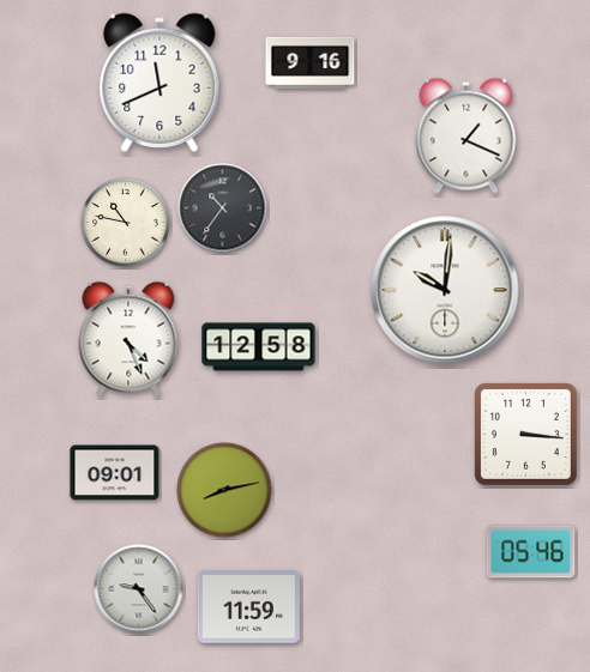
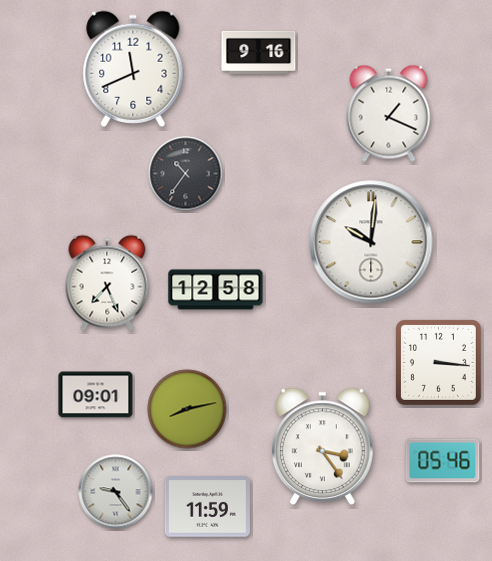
clock at (126, 223): 10:47 -> none
clock at (128, 339): 4:26 -> 7:26
clock at (323, 447): none -> 3:24
